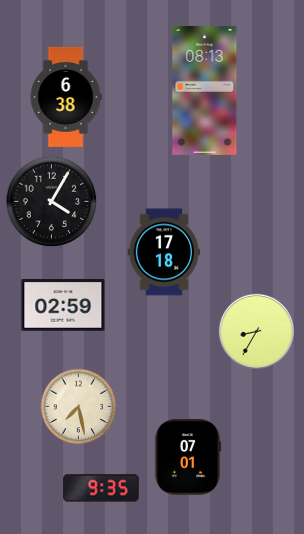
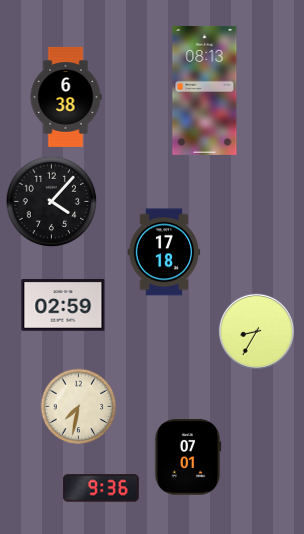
clock at (52, 202): 4:05 -> 4:07
clock at (79, 407): 7:28 -> 7:32
clock at (101, 488): 9:35 -> 9:36
